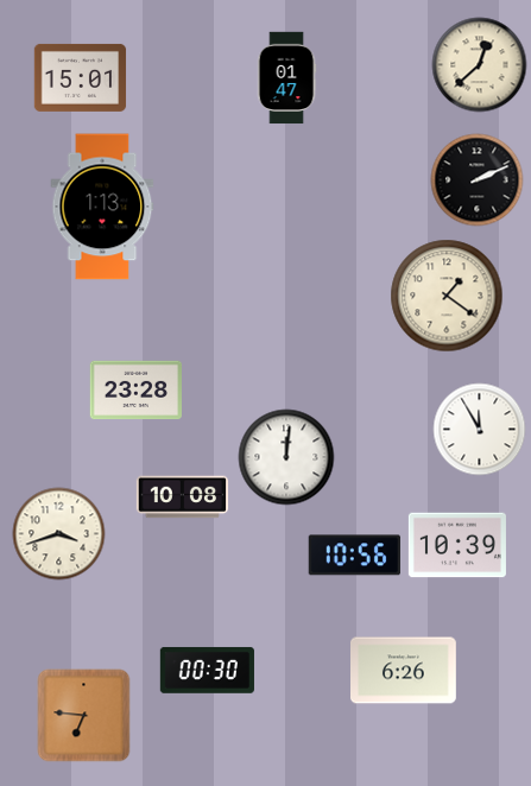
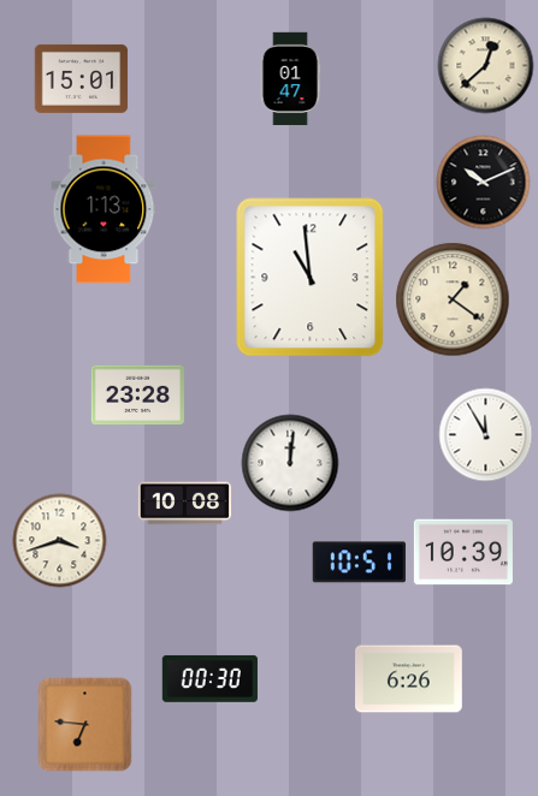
clock at (476, 179): 2:11 -> 10:11
clock at (311, 278): none -> 10:59
clock at (354, 556): 10:56 -> 10:51
